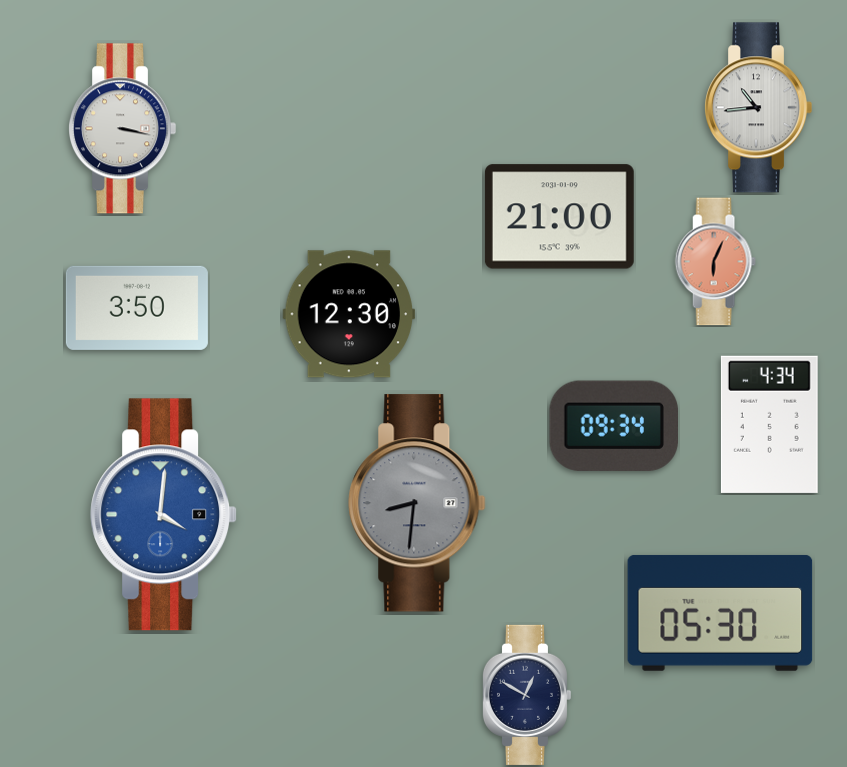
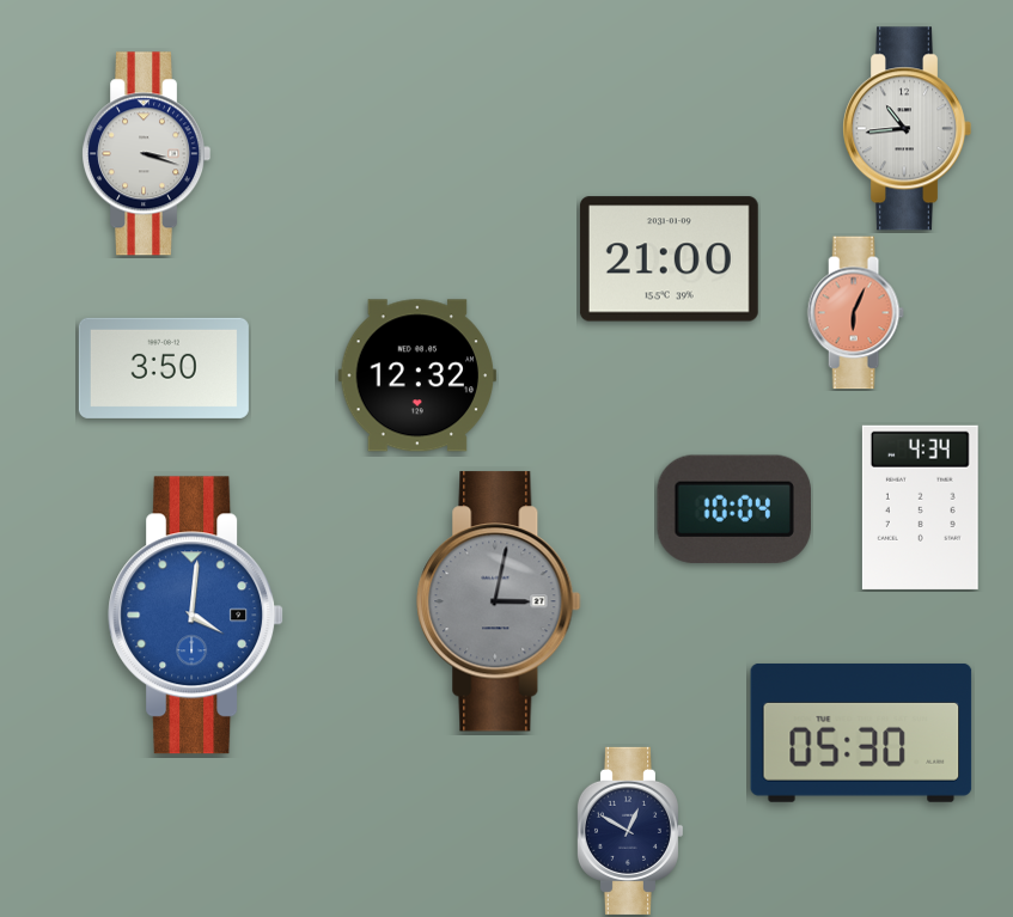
clock at (123, 129): 3:17 -> 3:18
clock at (349, 314): 12:30 -> 12:32
clock at (614, 426): 09:34 -> 10:04
clock at (417, 503): 8:31 -> 3:02
